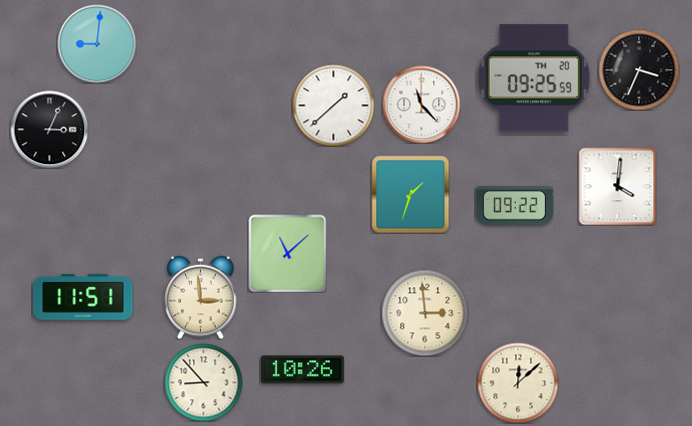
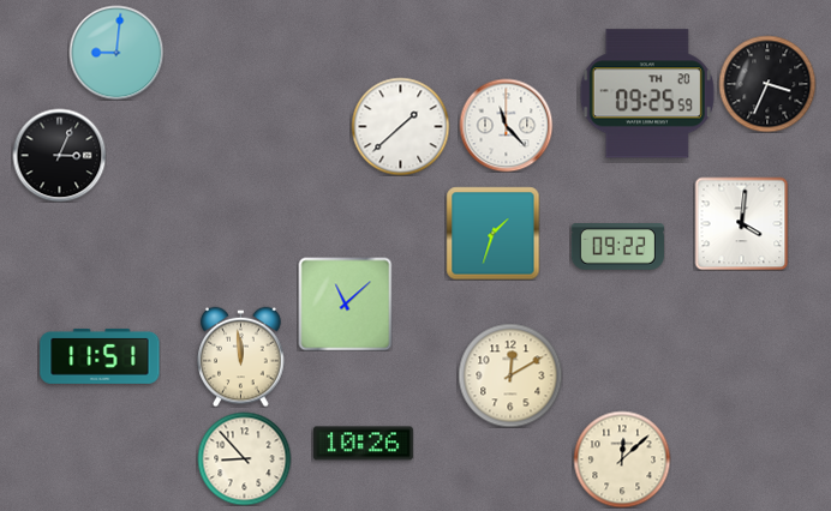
clock at (534, 78) position: (534, 78) -> (647, 94)
clock at (201, 297): 2:59 -> 11:59
clock at (425, 313): 2:59 -> 12:10
